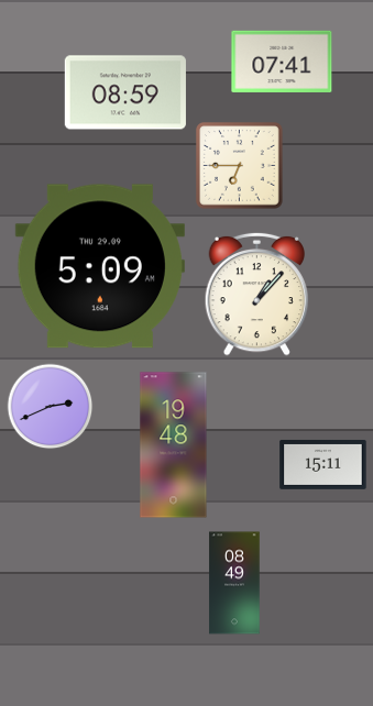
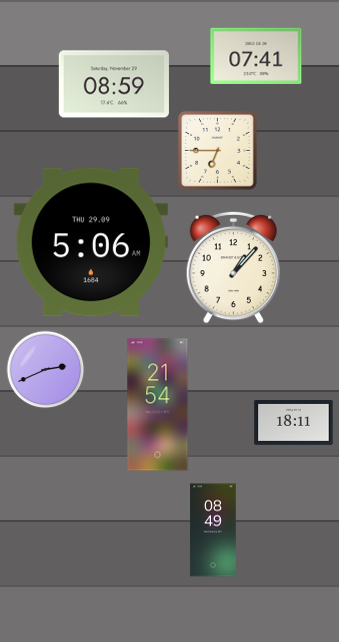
clock at (100, 266): 5:09 -> 5:06
clock at (174, 445): 19:48 -> 21:54
clock at (323, 464): 15:11 -> 18:11
